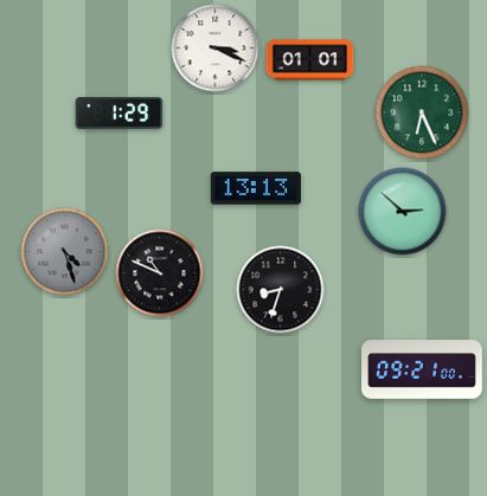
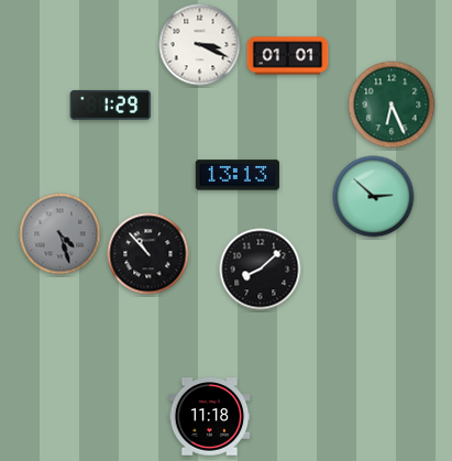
clock at (160, 273): 10:49 -> 10:53
clock at (281, 290): 8:33 -> 8:08
clock at (422, 369): 09:21 -> none
clock at (210, 417): none -> 11:18
